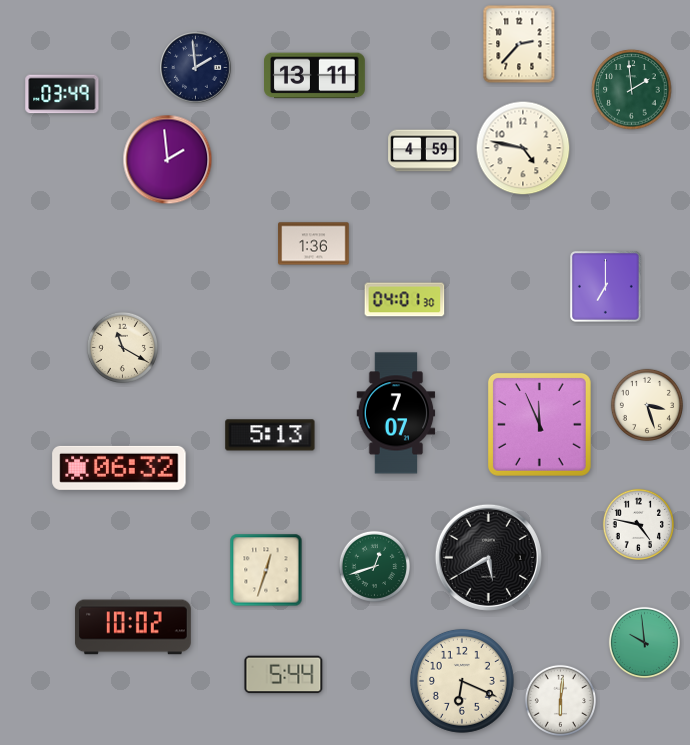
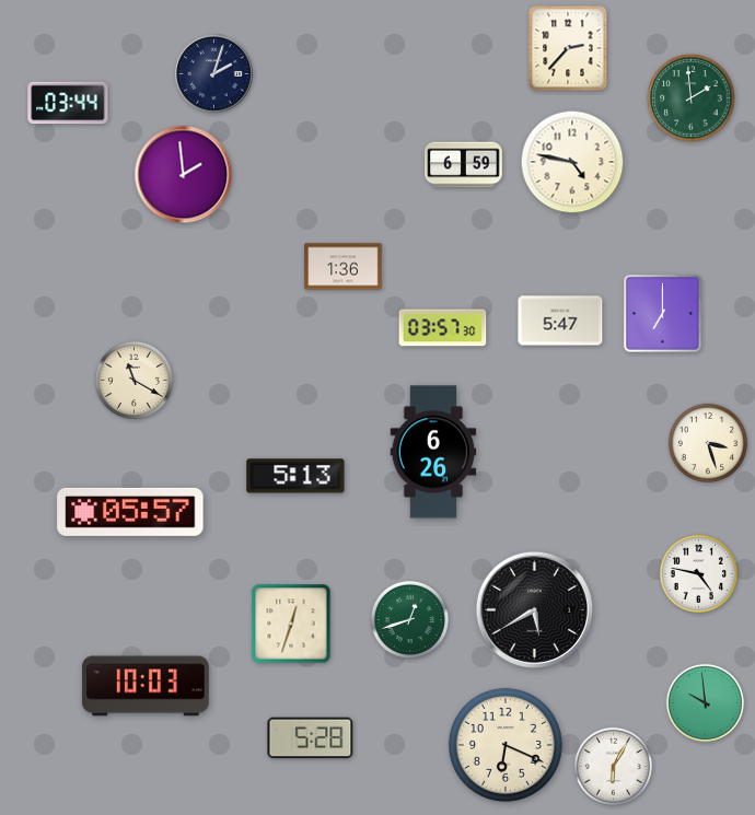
clock at (196, 68): 1:59 -> 2:03
clock at (315, 76): 13:11 -> none
clock at (62, 94): 03:49 -> 03:44
clock at (424, 151): 4:59 -> 6:59
clock at (560, 321): none -> 5:47
clock at (405, 300): 04:01 -> 03:57
clock at (396, 413): 7:07 -> 6:26
clock at (539, 424): 11:56 -> none
clock at (119, 468): 06:32 -> 05:57
clock at (133, 627): 10:02 -> 10:03
clock at (284, 675): 5:44 -> 5:28
clock at (560, 700): 6:01 -> 6:05
